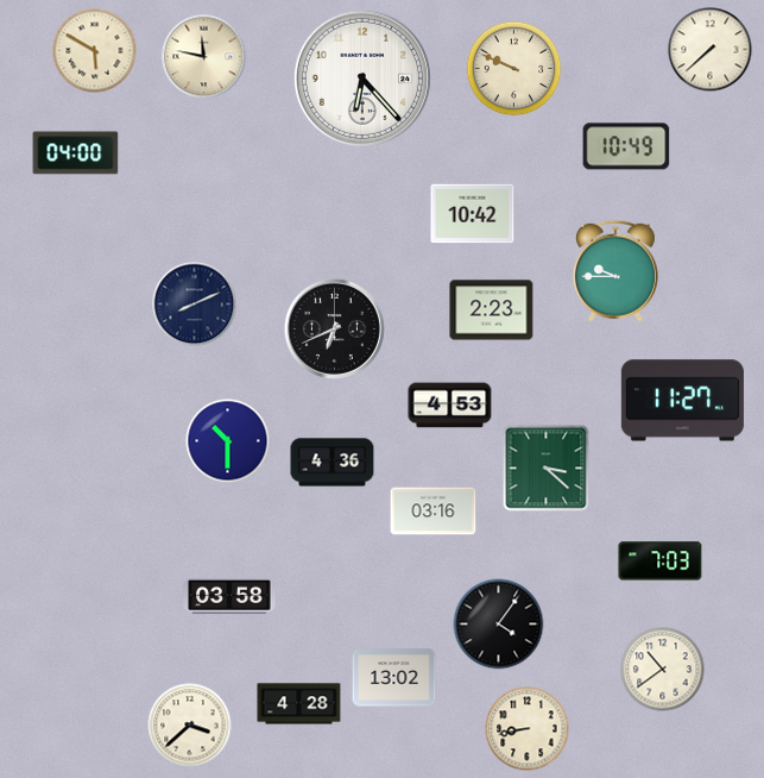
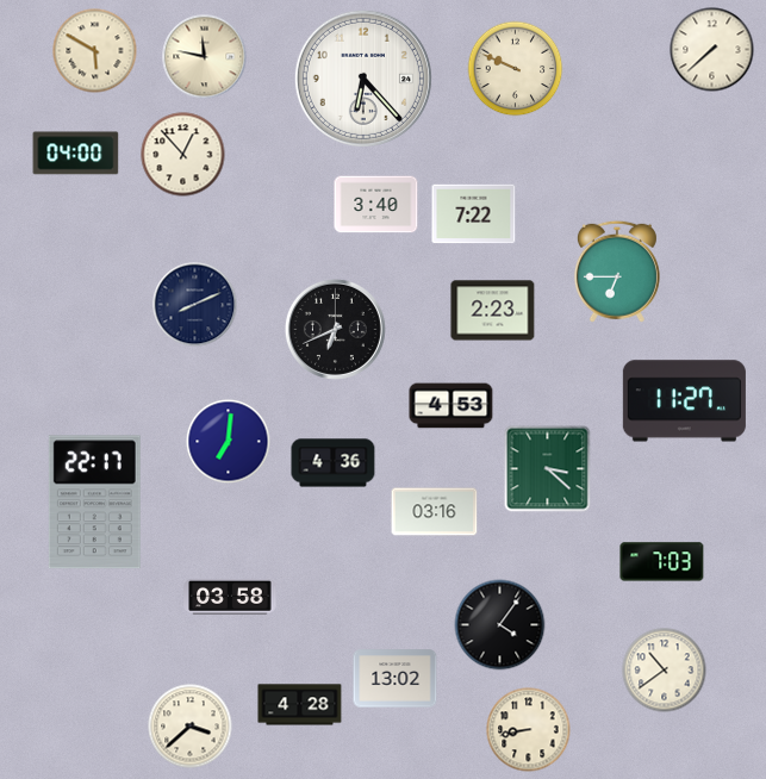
clock at (626, 146): 10:49 -> none
clock at (183, 155): none -> 12:53
clock at (376, 205): none -> 3:40
clock at (473, 214): 10:42 -> 7:22
clock at (615, 271): 9:45 -> 6:45
clock at (228, 441): 10:30 -> 7:01
clock at (94, 503): none -> 22:17
